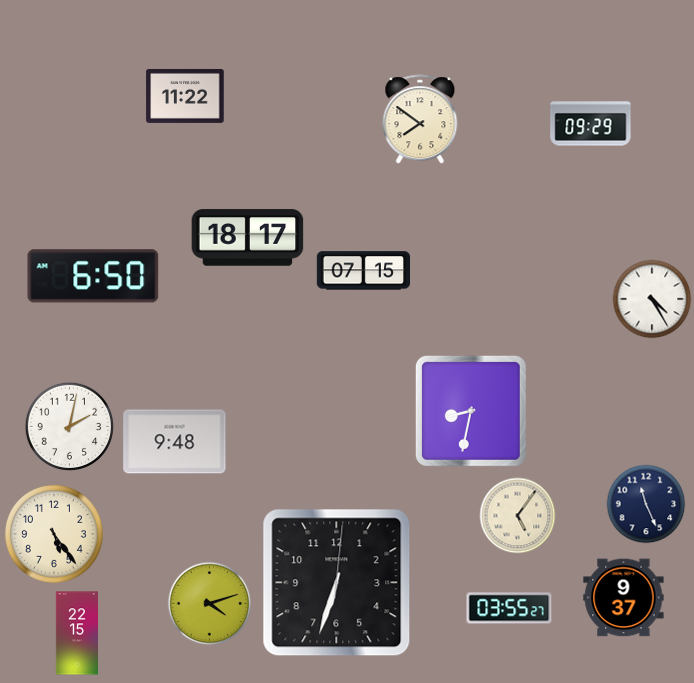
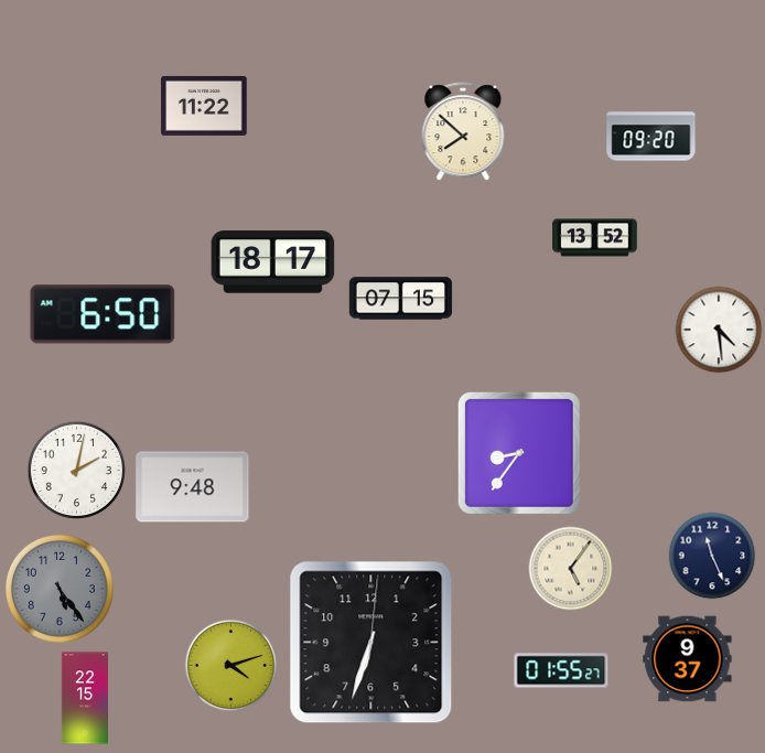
clock at (420, 120): 7:51 -> 7:52
clock at (591, 124): 09:29 -> 09:20
clock at (595, 238): none -> 13:52
clock at (93, 276) position: (93, 276) -> (103, 314)
clock at (652, 299): 4:25 -> 4:29
clock at (471, 411): 8:32 -> 8:36
clock at (54, 534) dial: cream -> grey
clock at (509, 608): 03:55 -> 01:55
